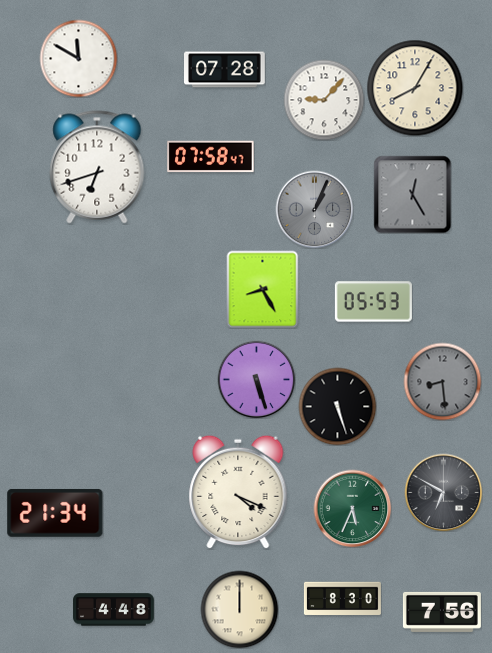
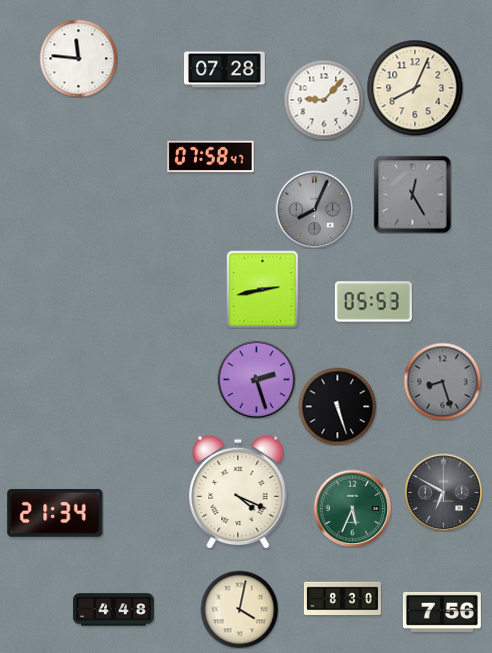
clock at (78, 58): 11:50 -> 11:46
clock at (415, 88): 8:05 -> 8:04
clock at (97, 167): 6:42 -> none
clock at (314, 209): 1:04 -> 8:04
clock at (263, 289): 8:25 -> 2:43
clock at (256, 379): 5:27 -> 2:27
clock at (442, 381): 8:29 -> 8:27
clock at (239, 609): 12:00 -> 4:02
